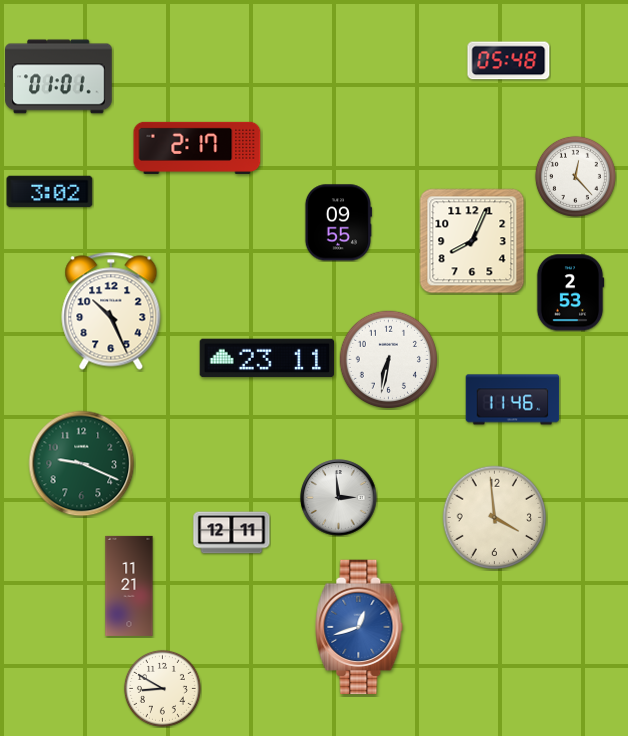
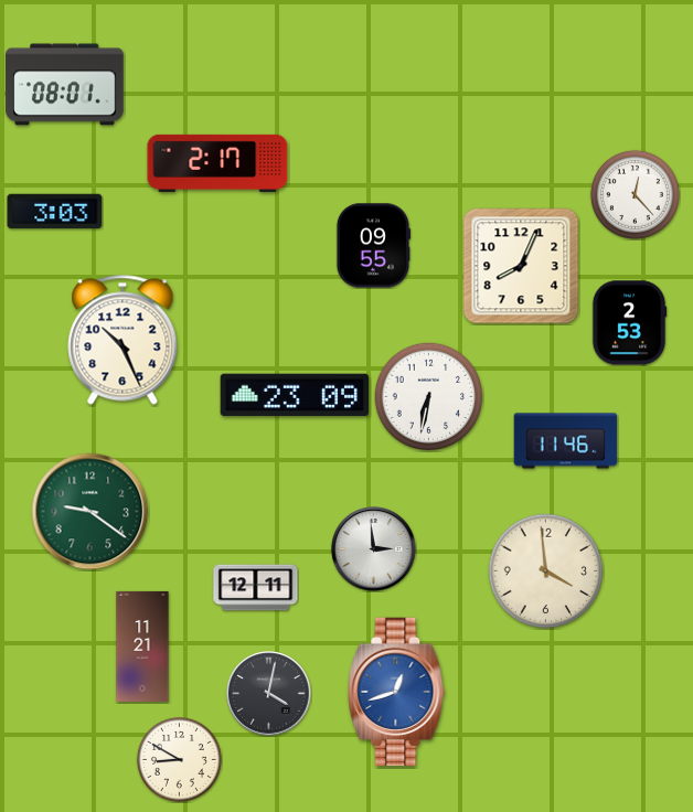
clock at (509, 61): 05:48 -> none
clock at (59, 77): 01:01 -> 08:01
clock at (50, 192): 3:02 -> 3:03
clock at (111, 311) position: (111, 311) -> (122, 340)
clock at (267, 358): 23:11 -> 23:09
clock at (82, 464): 9:19 -> 9:21
clock at (269, 694): none -> 4:02
